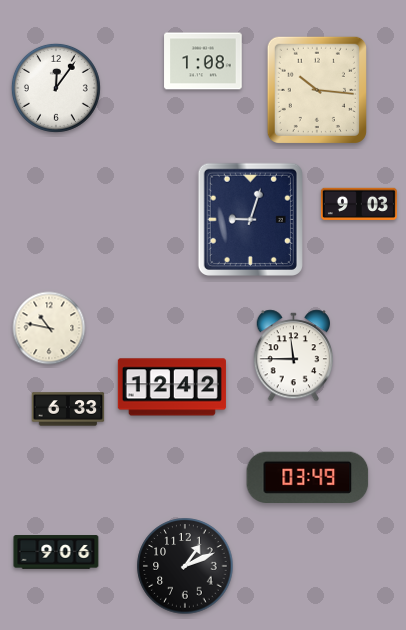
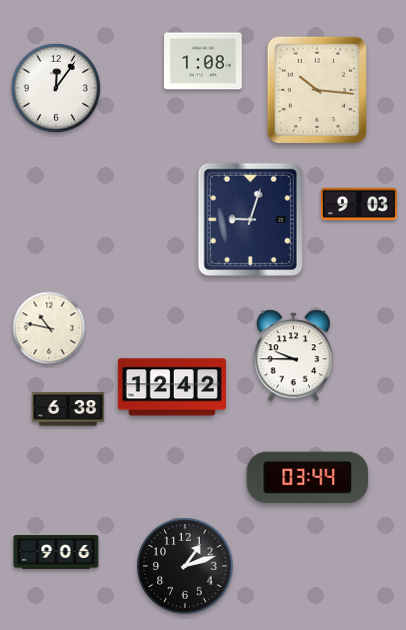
clock at (293, 356): 11:45 -> 9:45
clock at (68, 409): 6:33 -> 6:38
clock at (308, 477): 03:49 -> 03:44
clock at (185, 566): 1:11 -> 1:12
